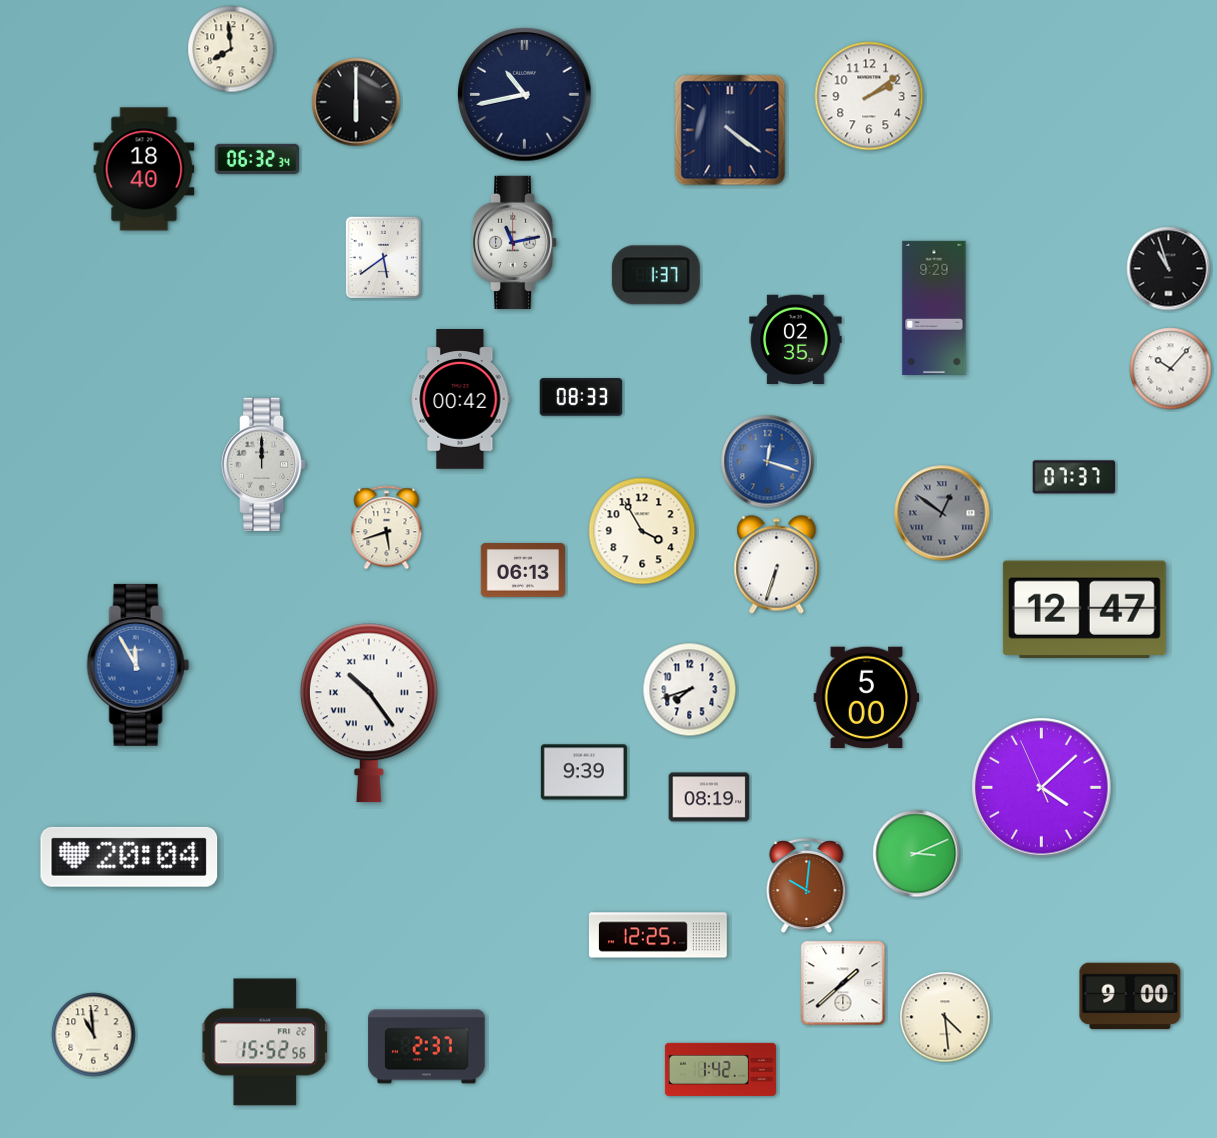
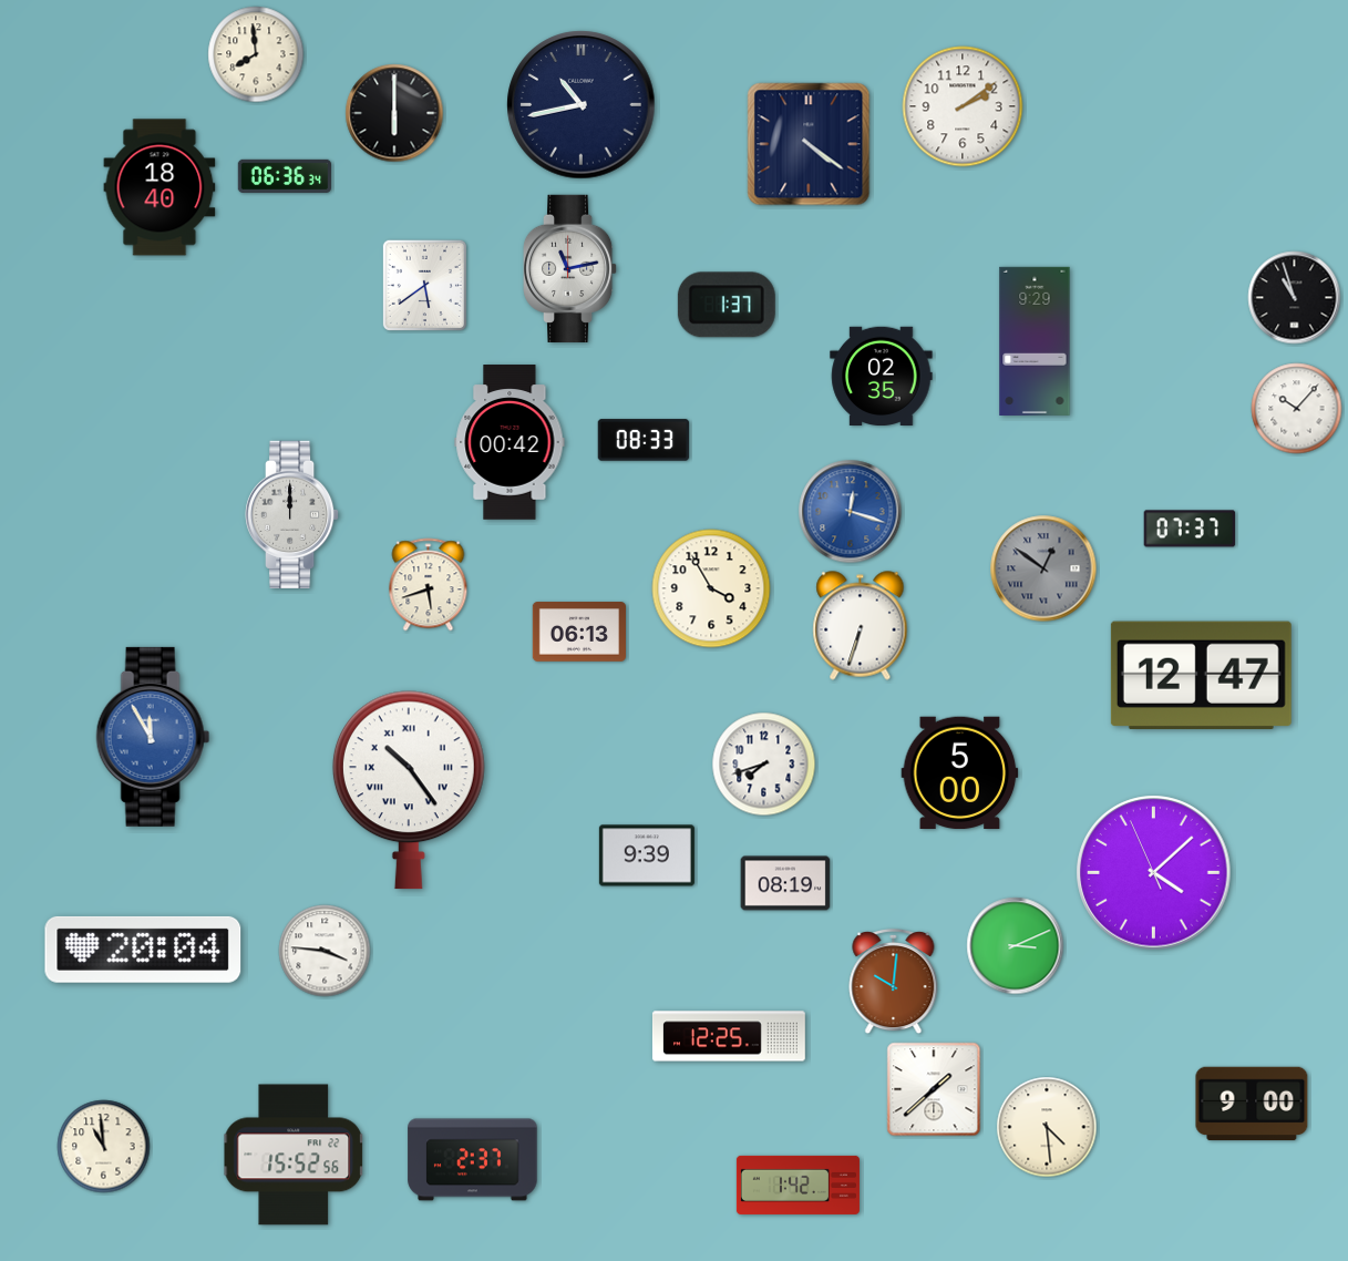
clock at (257, 159): 06:32 -> 06:36
clock at (325, 951): none -> 3:46
